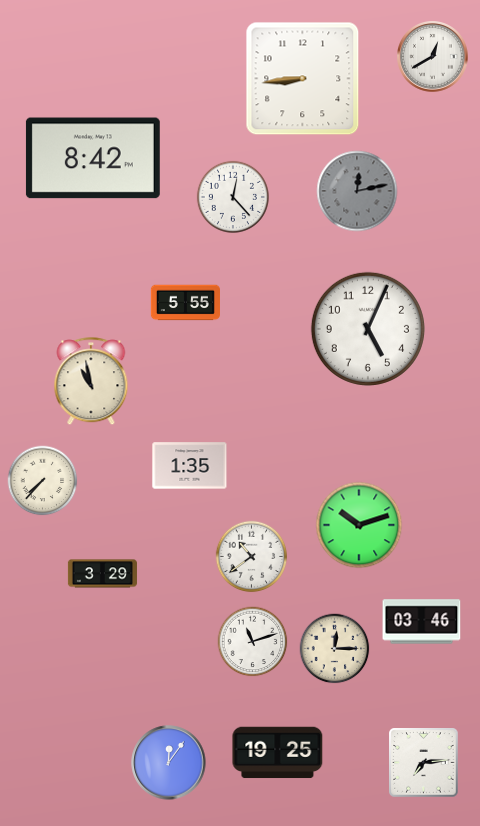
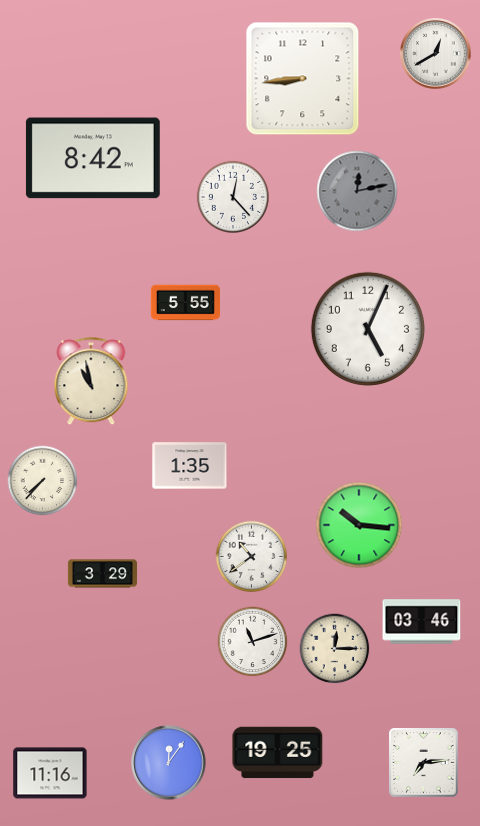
clock at (433, 57) position: (433, 57) -> (436, 54)
clock at (359, 525): 10:12 -> 10:16
clock at (50, 773): none -> 11:16
